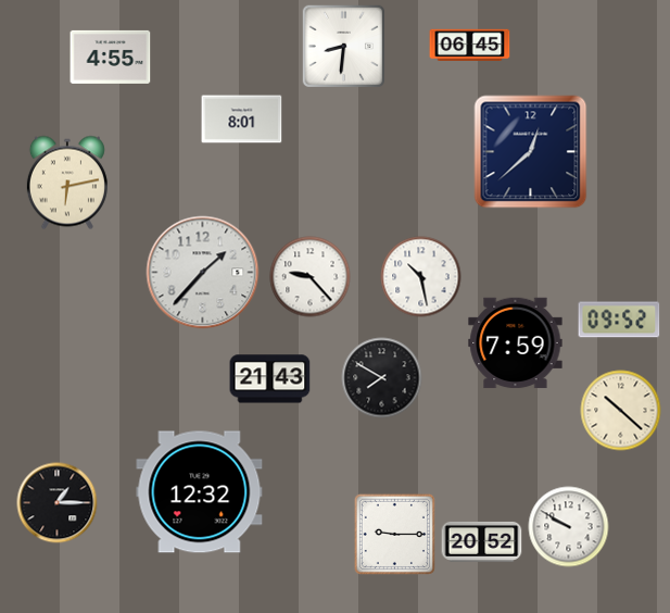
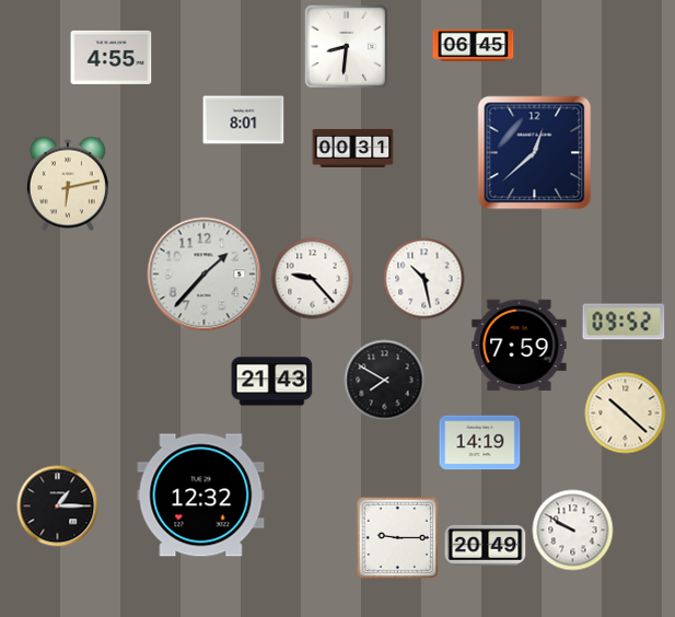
clock at (353, 148): none -> 00:31
clock at (480, 443): none -> 14:19
clock at (482, 541): 20:52 -> 20:49
